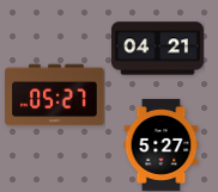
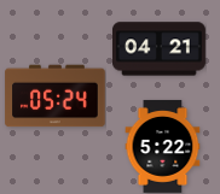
clock at (55, 95): 05:27 -> 05:24
clock at (162, 144): 5:27 -> 5:22
